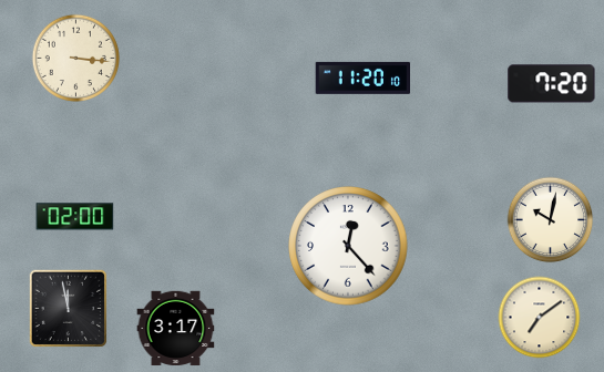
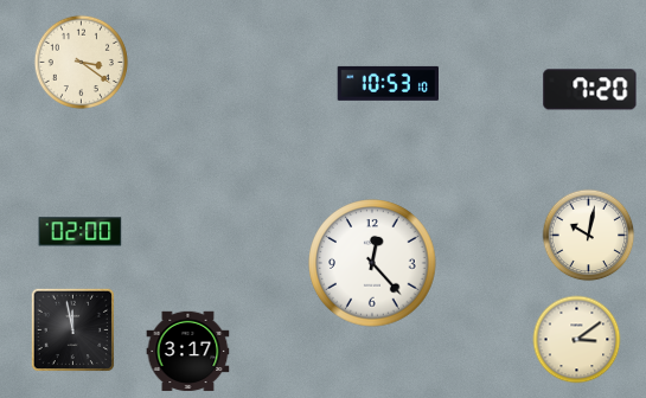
clock at (75, 58): 3:16 -> 3:21
clock at (362, 77): 11:20 -> 10:53
clock at (540, 318): 7:09 -> 3:09
